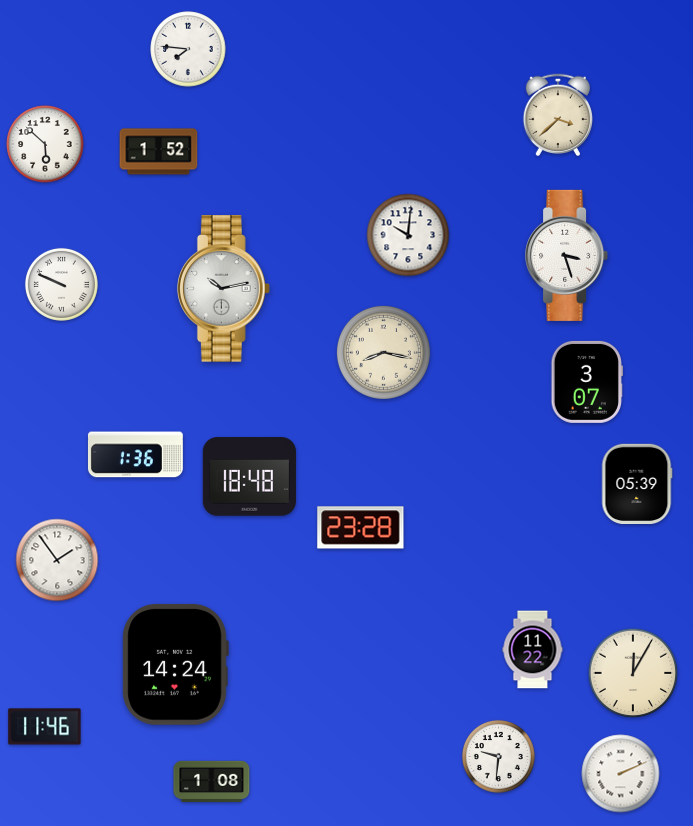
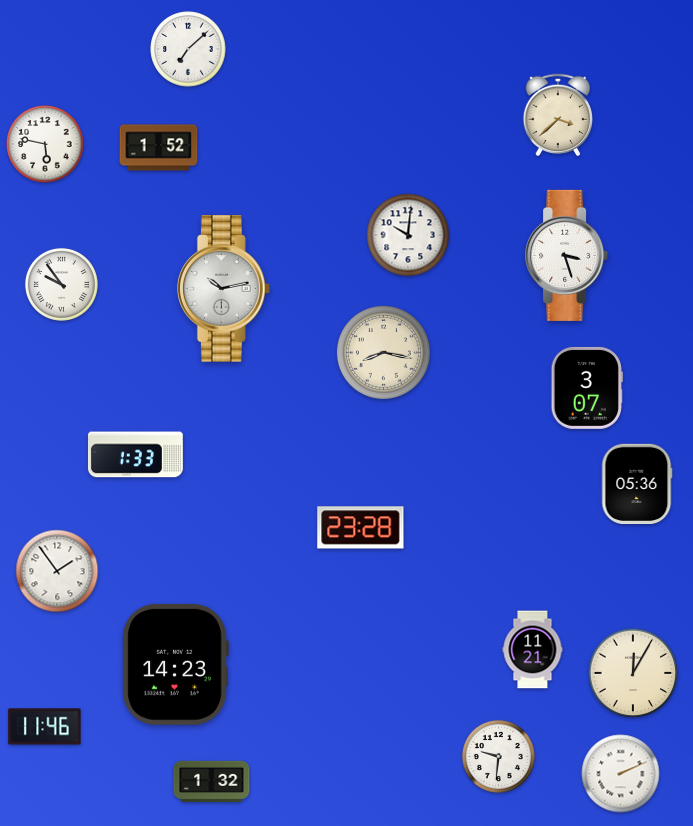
clock at (188, 49): 7:46 -> 7:08
clock at (45, 144): 5:52 -> 5:47
clock at (159, 152) position: (159, 152) -> (159, 148)
clock at (61, 284): 9:49 -> 9:54
clock at (587, 382) position: (587, 382) -> (587, 388)
clock at (135, 455): 1:36 -> 1:33
clock at (249, 477): 18:48 -> none
clock at (637, 483): 05:39 -> 05:36
clock at (57, 560) position: (57, 560) -> (57, 571)
clock at (533, 650): 11:22 -> 11:21
clock at (175, 664): 14:24 -> 14:23
clock at (212, 781): 1:08 -> 1:32
